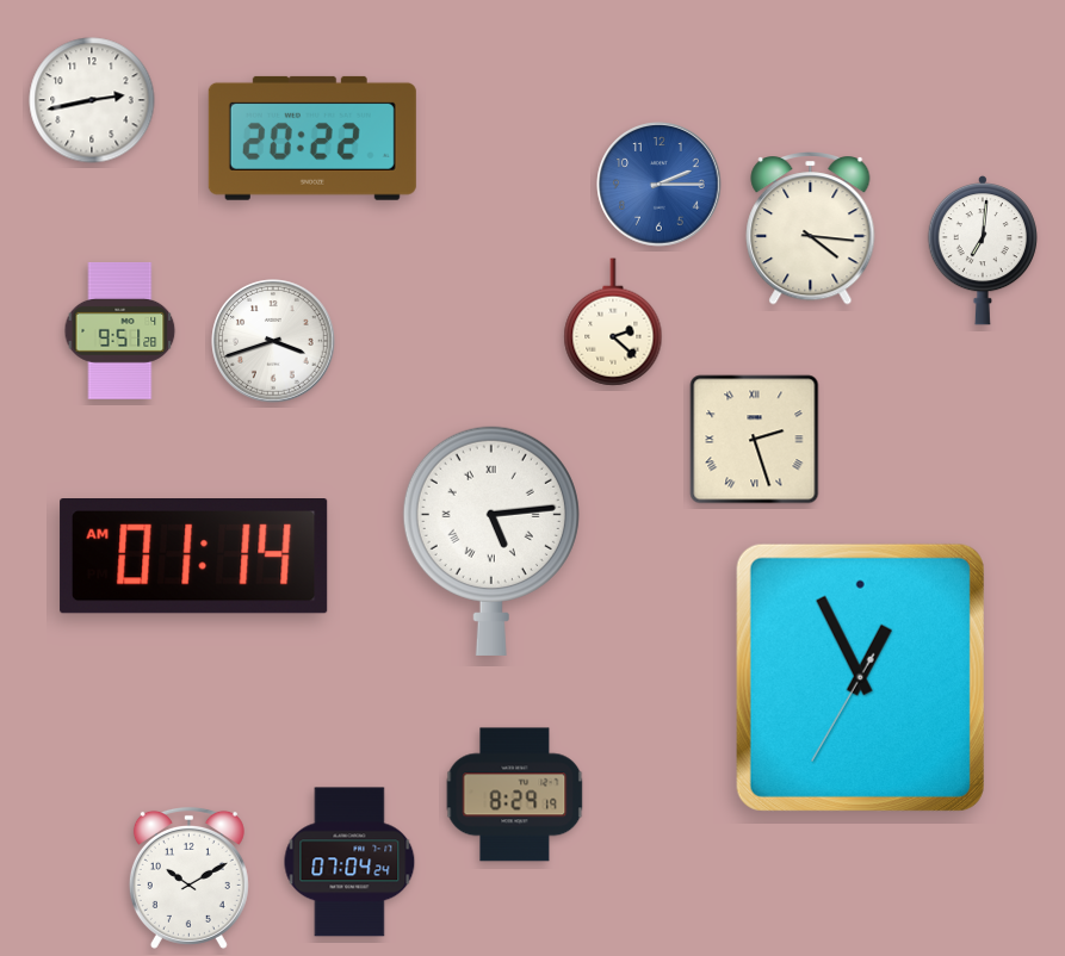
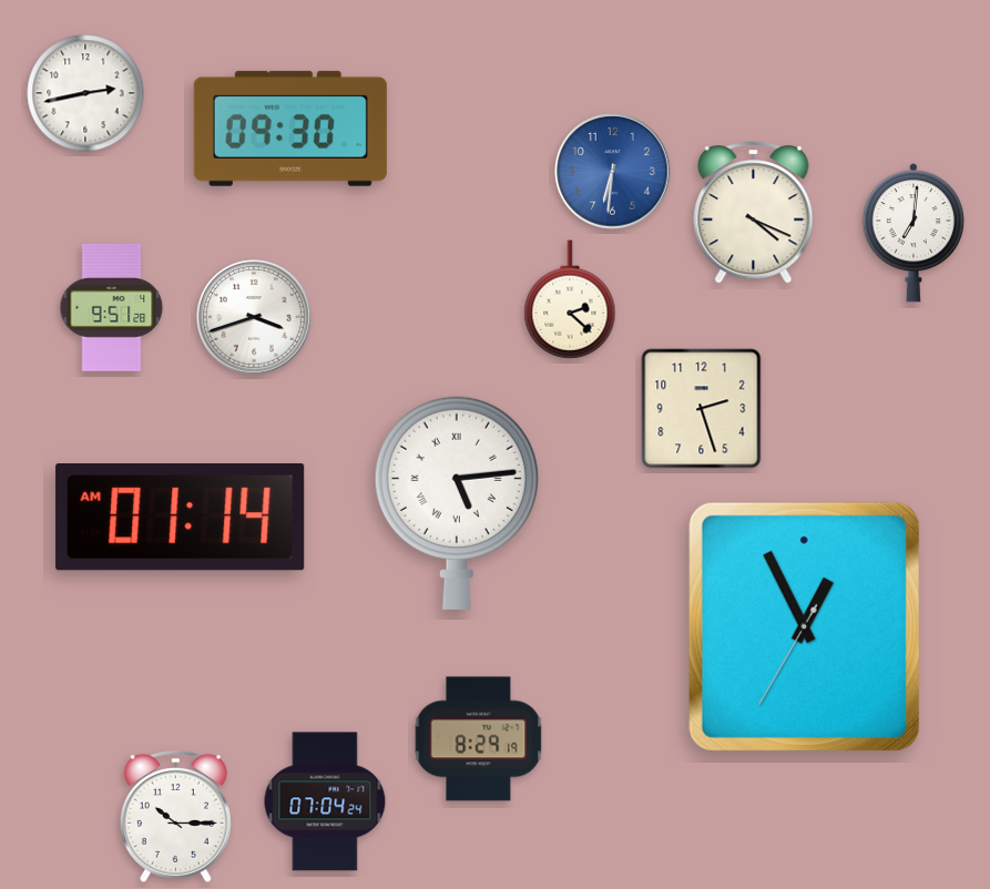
clock at (312, 138): 20:22 -> 09:30
clock at (660, 185): 2:15 -> 6:31
clock at (811, 229): 4:16 -> 4:19
clock at (755, 440) numerals: Roman -> Arabic
clock at (860, 677) position: (860, 677) -> (804, 626)
clock at (188, 877): 10:10 -> 10:15
